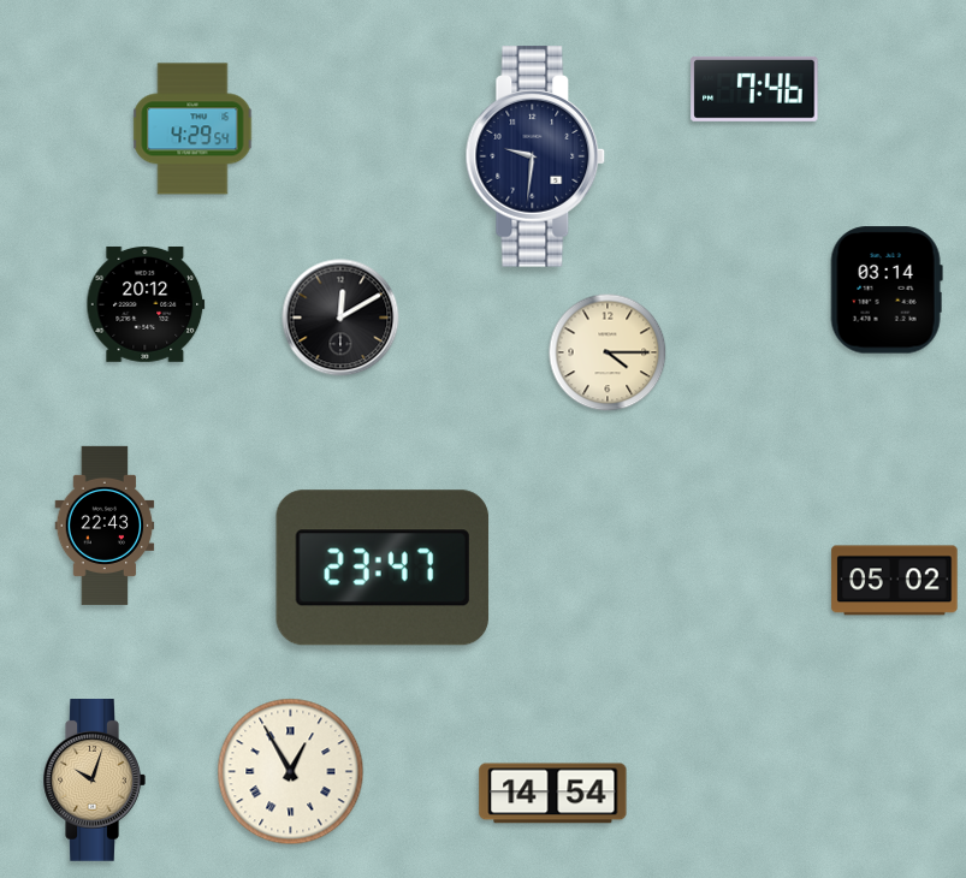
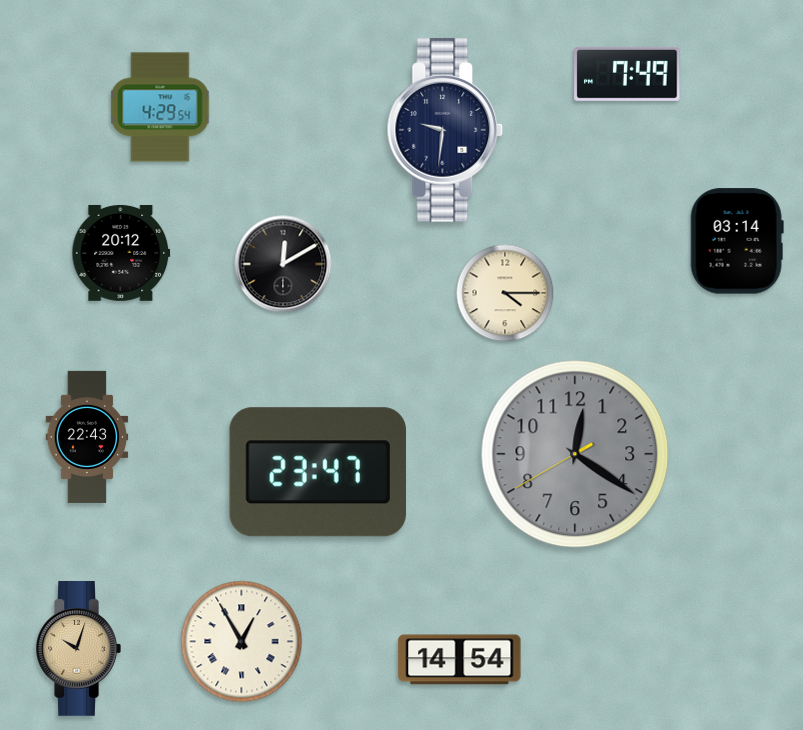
clock at (754, 89): 7:46 -> 7:49
clock at (575, 454): none -> 12:20
clock at (895, 581): 05:02 -> none
